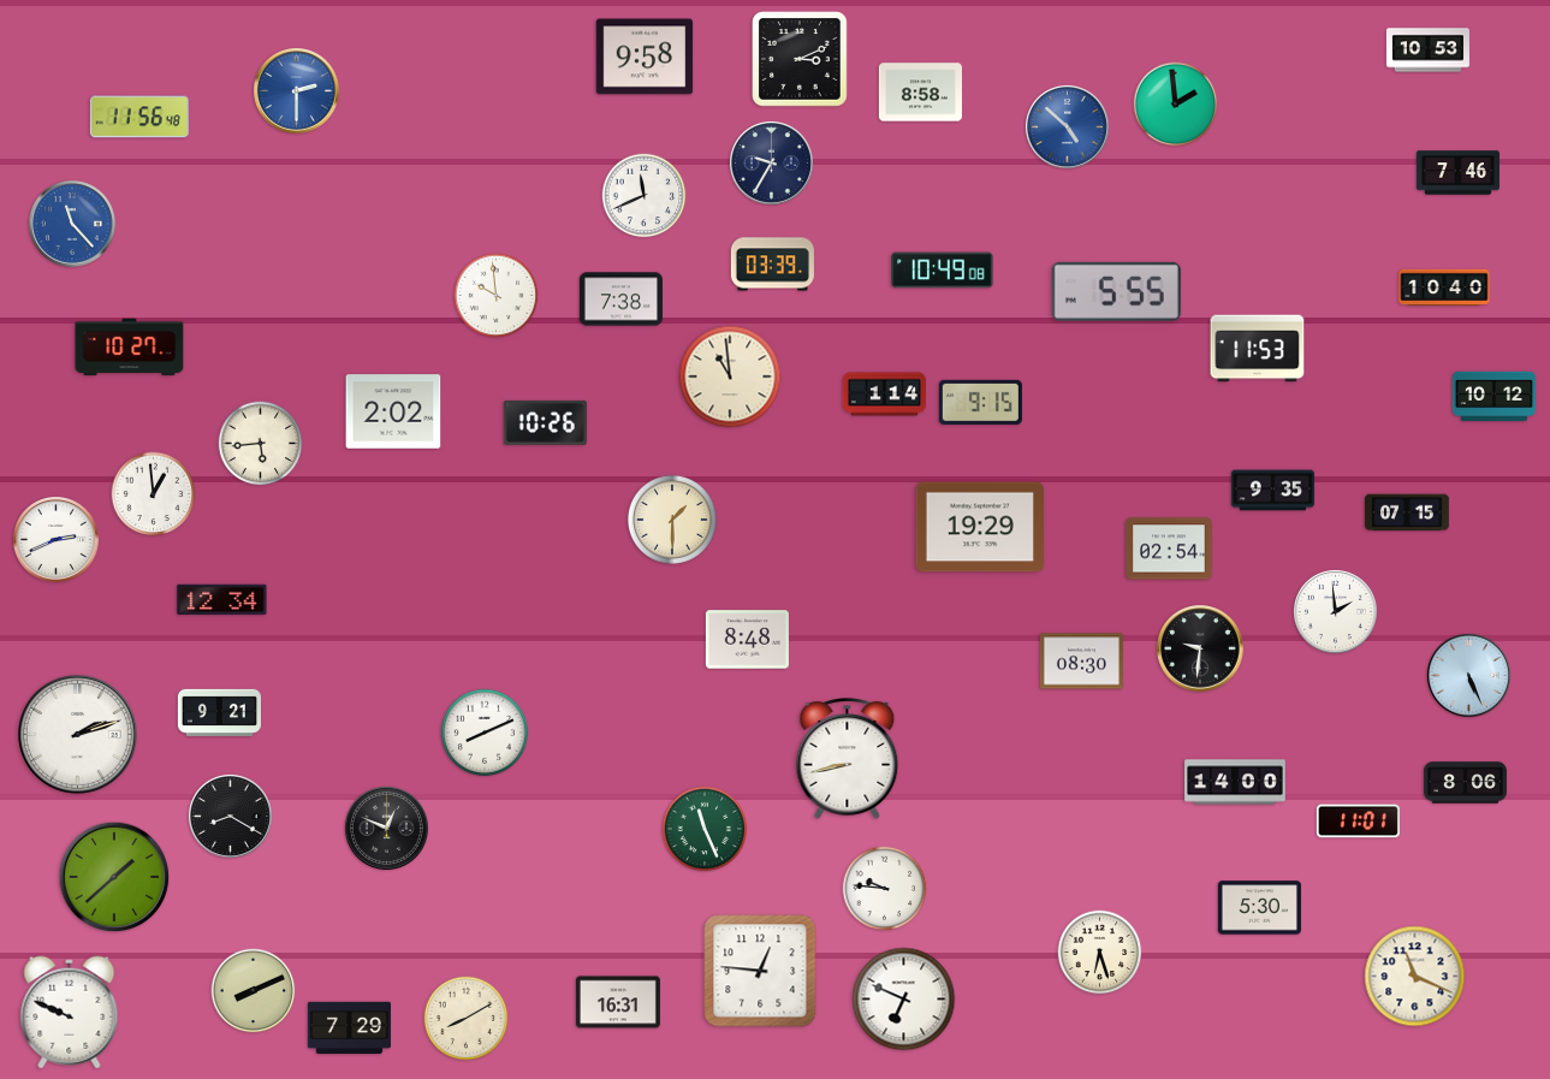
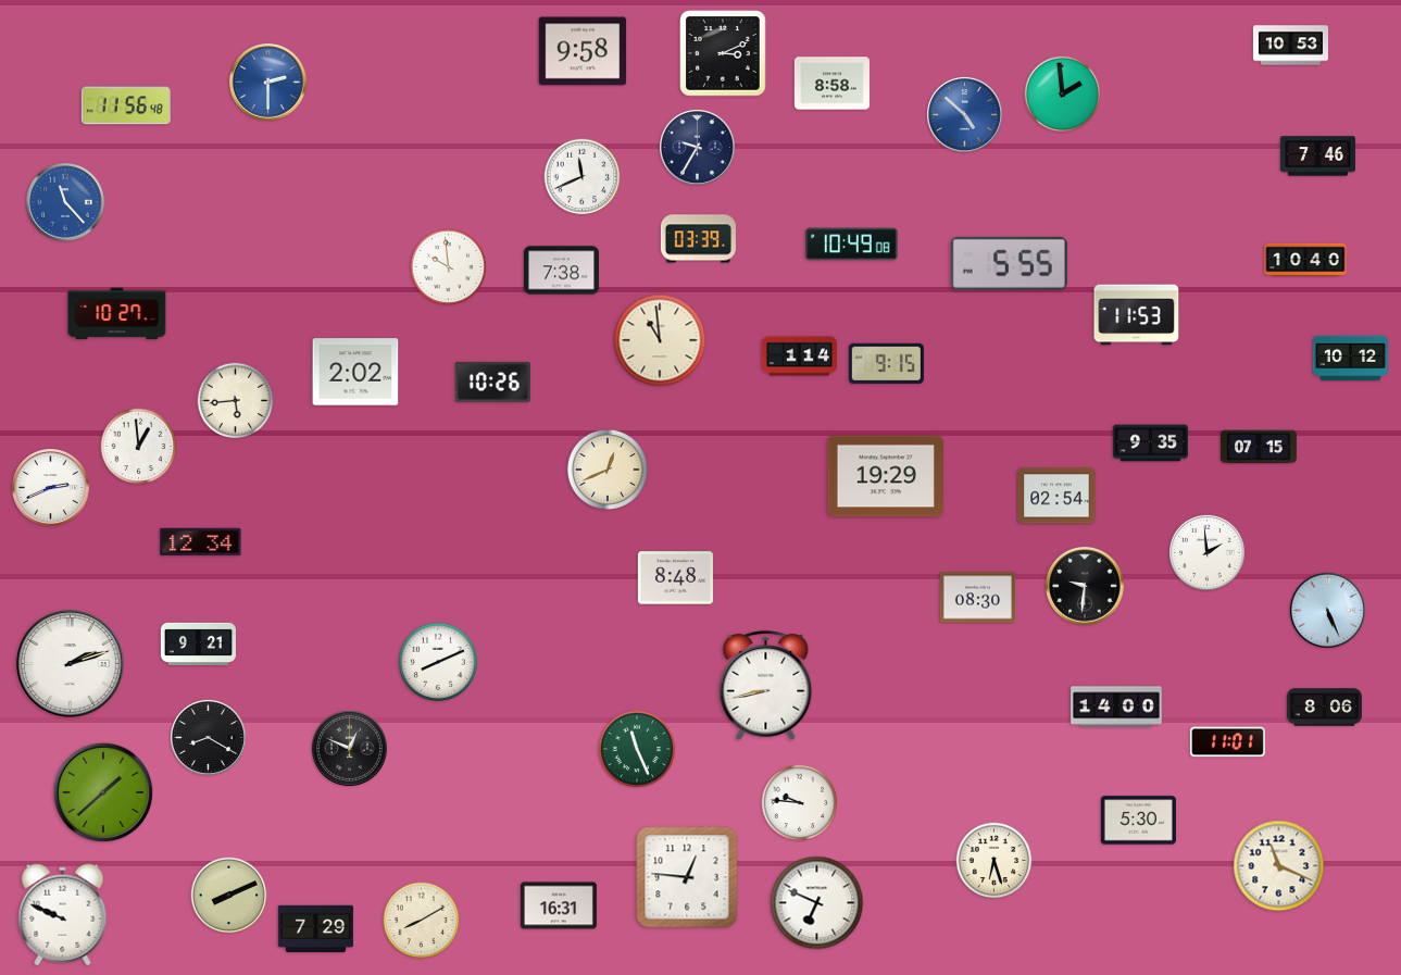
clock at (1407, 512) position: (1407, 512) -> (1259, 447)
clock at (672, 520): 1:30 -> 12:41
clock at (1415, 977) position: (1415, 977) -> (1279, 866)
